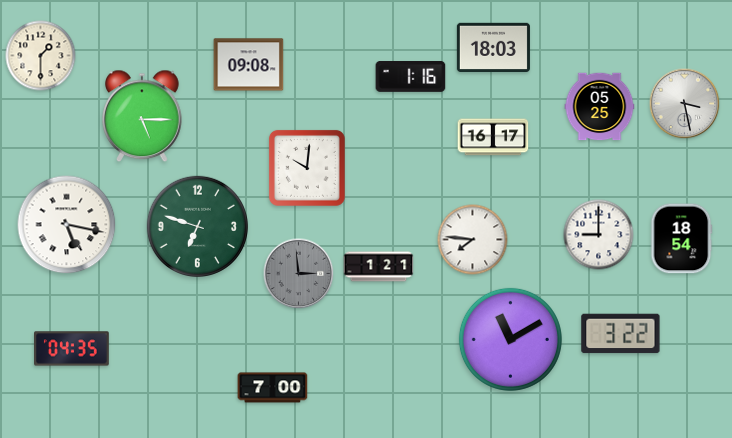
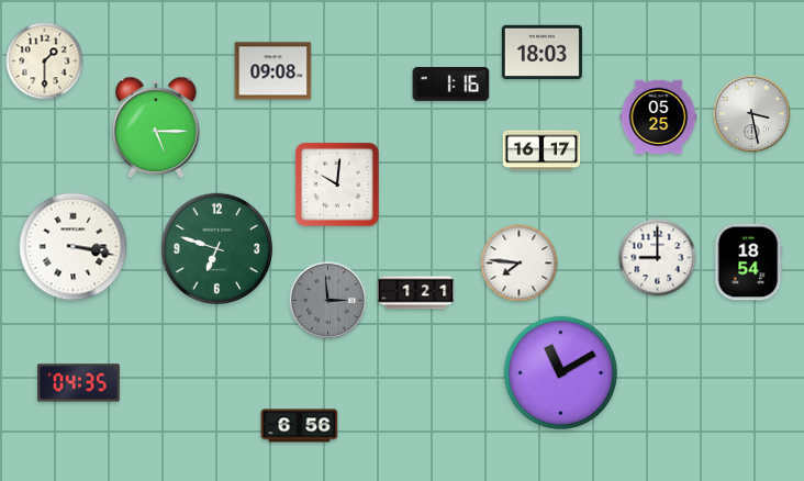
clock at (67, 225): 5:17 -> 3:17
clock at (621, 334): 3:22 -> none
clock at (273, 388): 7:00 -> 6:56
